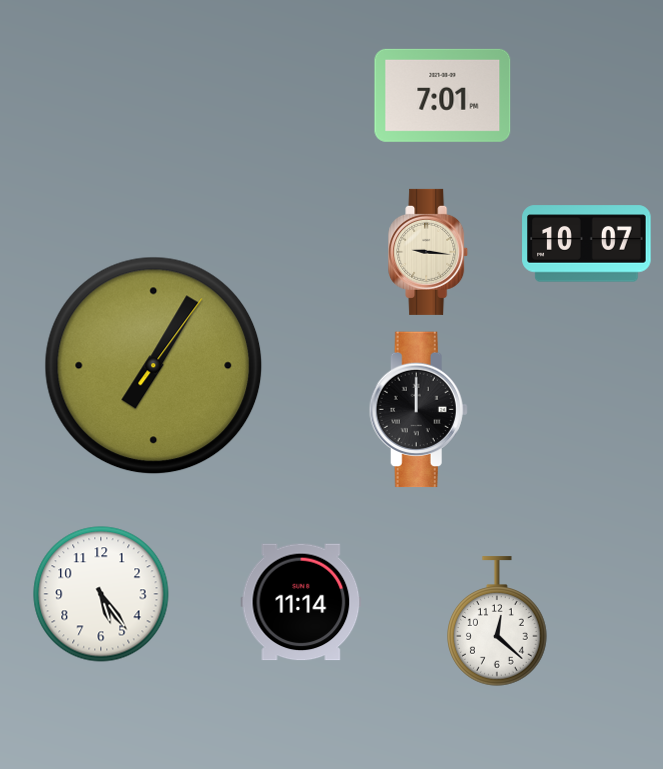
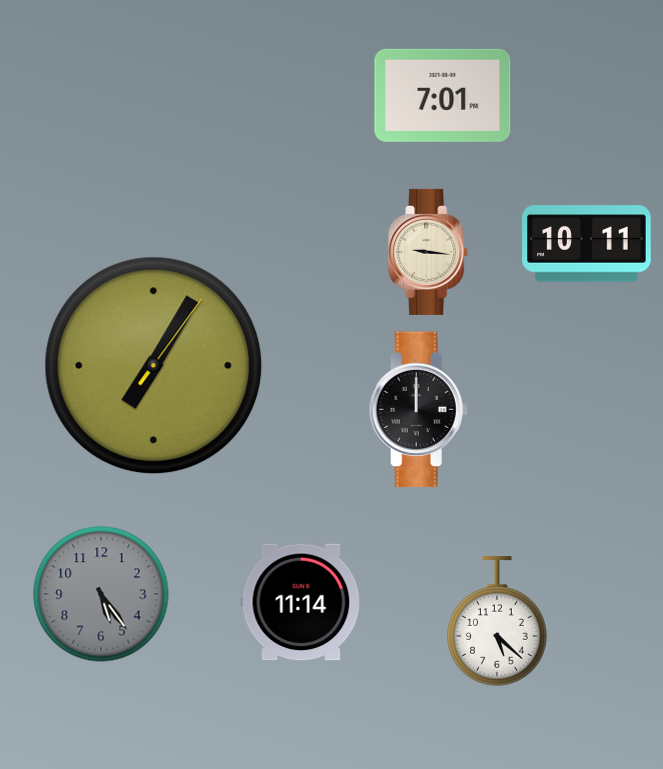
clock at (587, 244): 10:07 -> 10:11
clock at (101, 594) dial: white -> grey
clock at (498, 621): 12:22 -> 5:22
